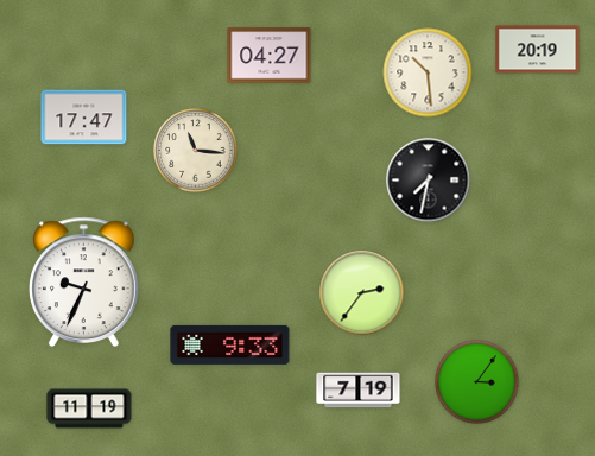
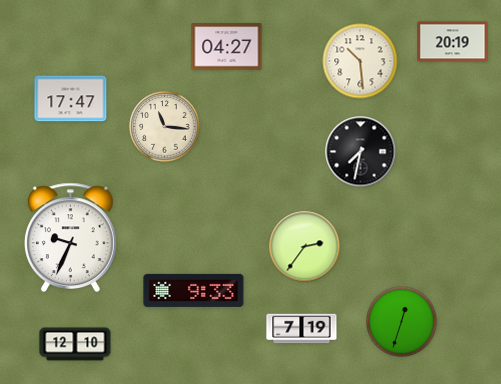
clock at (477, 382): 3:06 -> 12:33
clock at (89, 408): 11:19 -> 12:10
